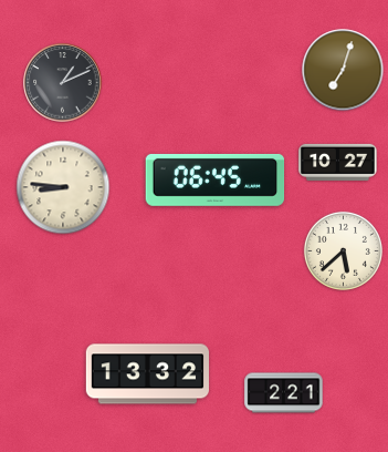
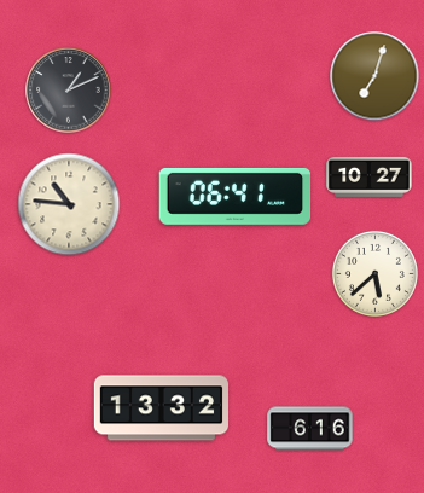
clock at (216, 179): 06:45 -> 06:41
clock at (63, 187): 8:46 -> 10:46
clock at (284, 393): 2:21 -> 6:16
